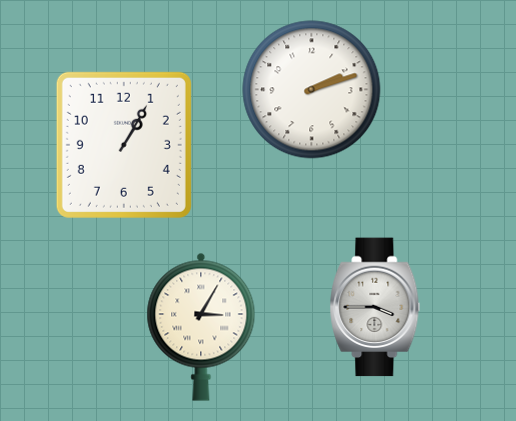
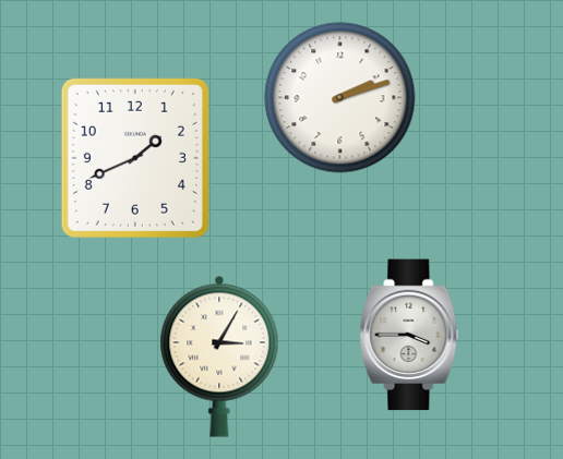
clock at (124, 145): 1:05 -> 1:41
